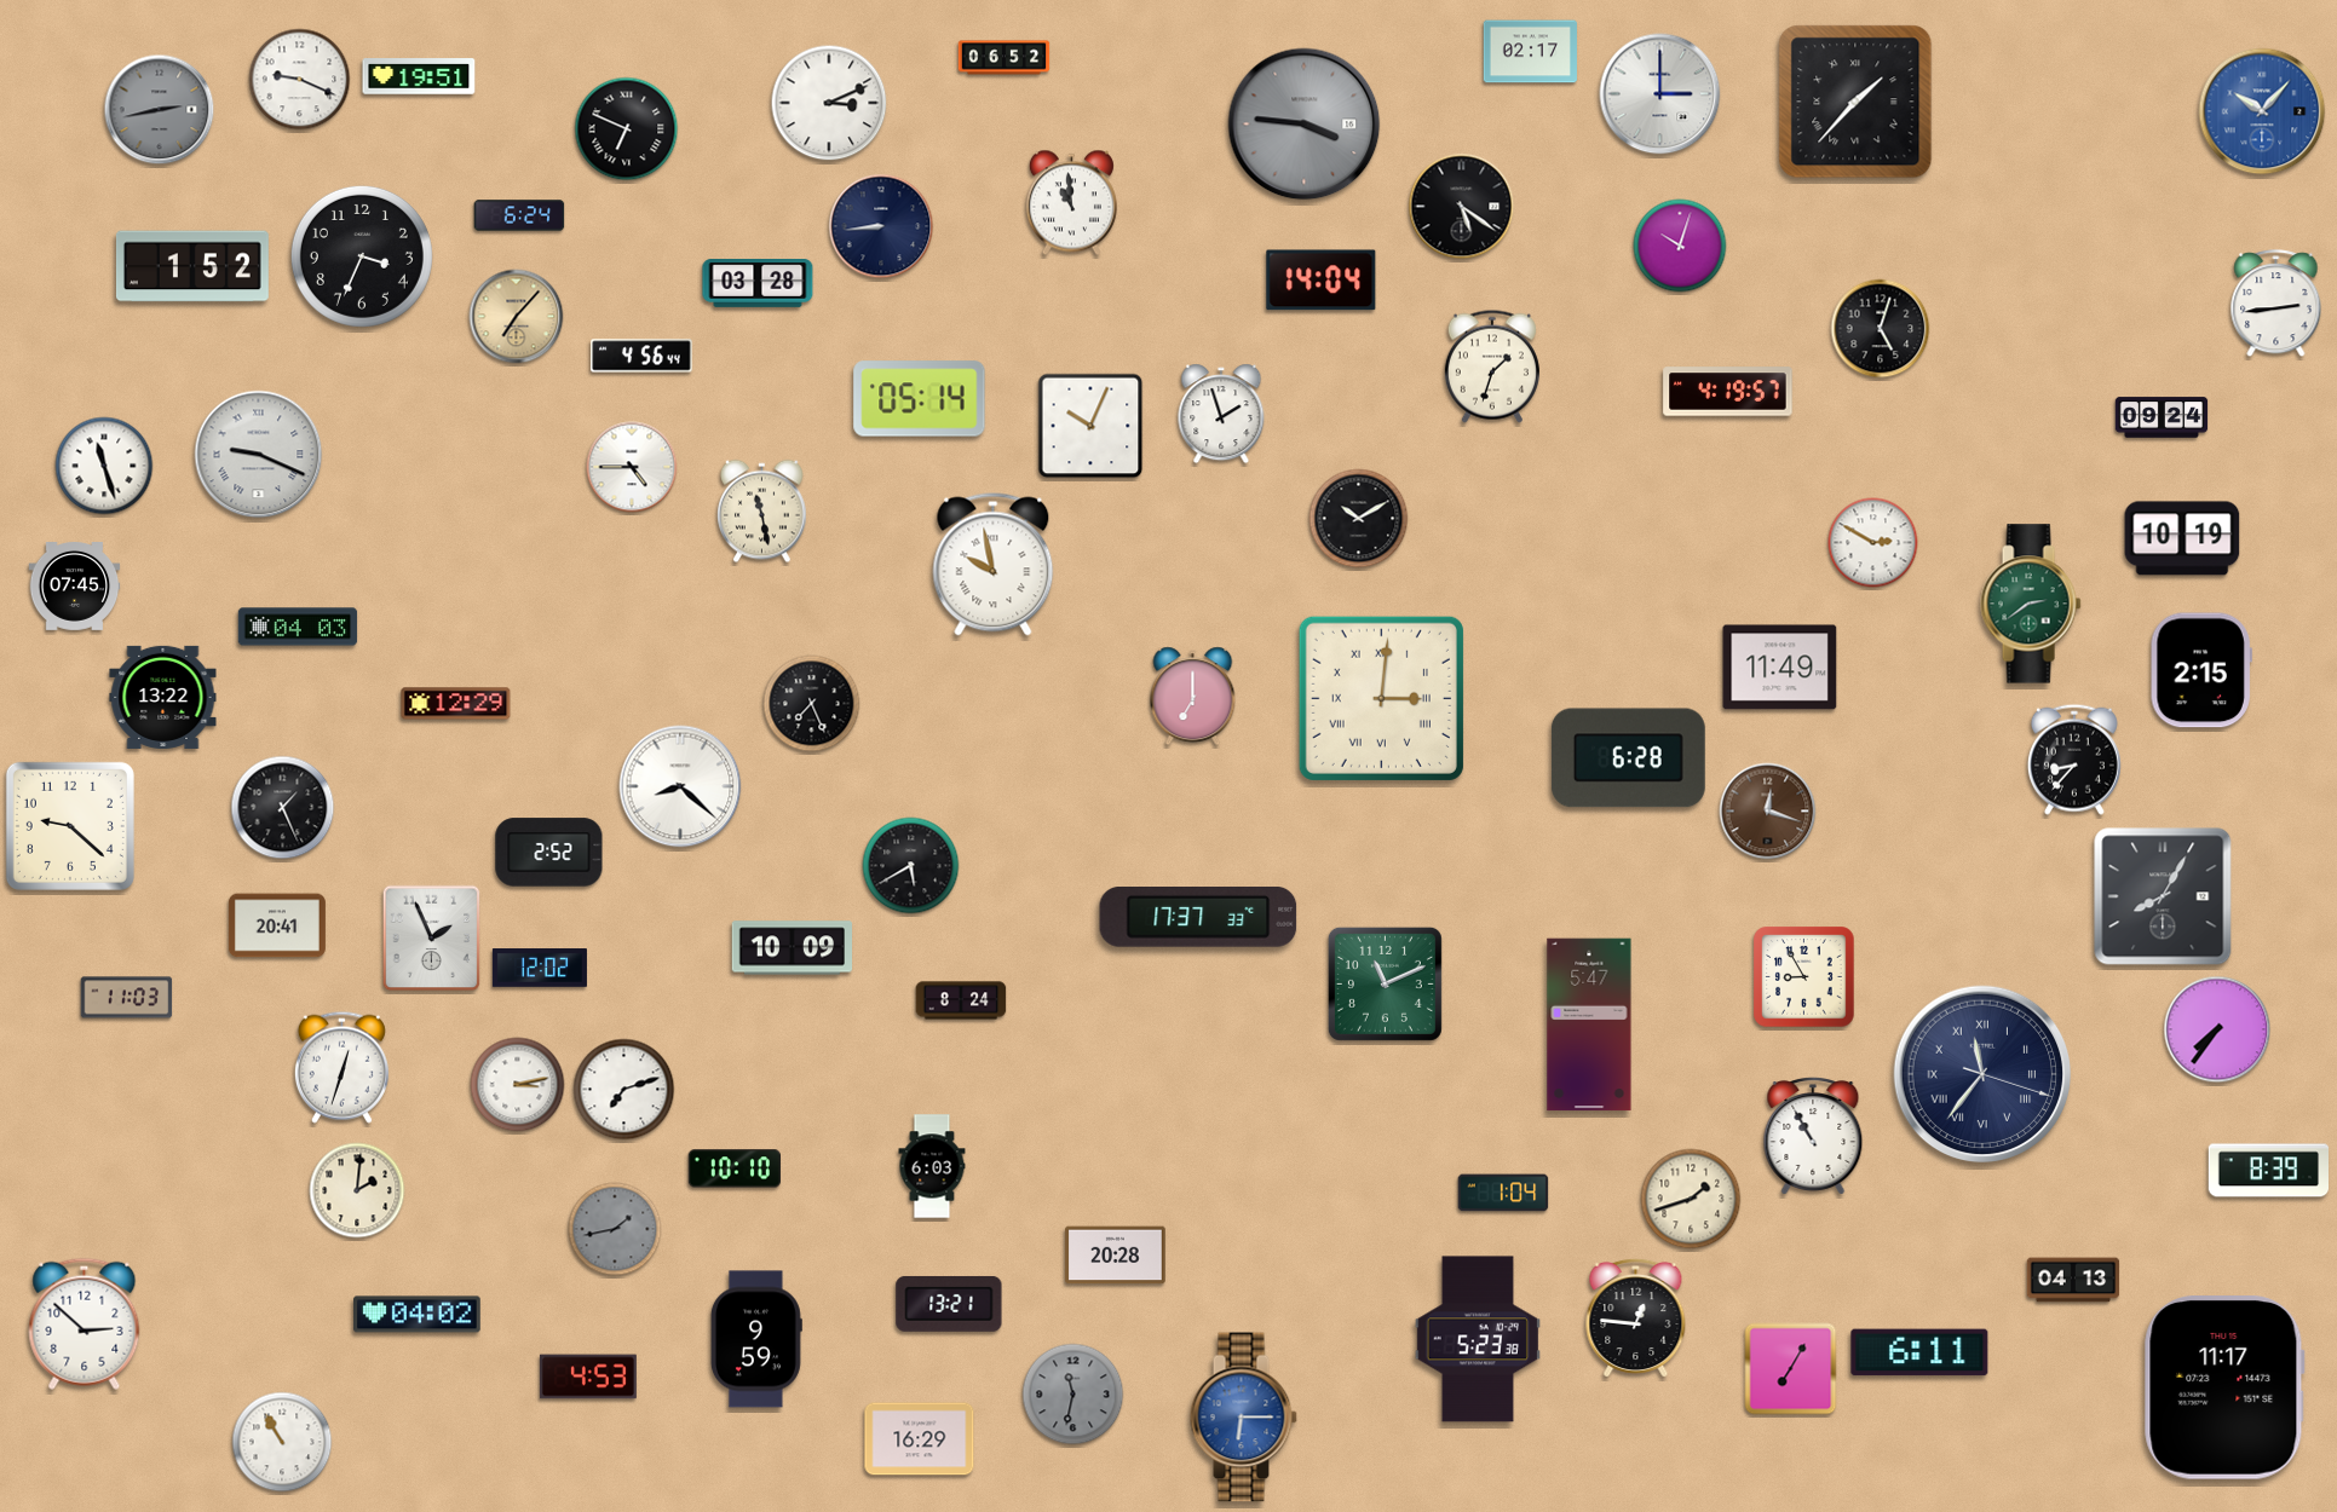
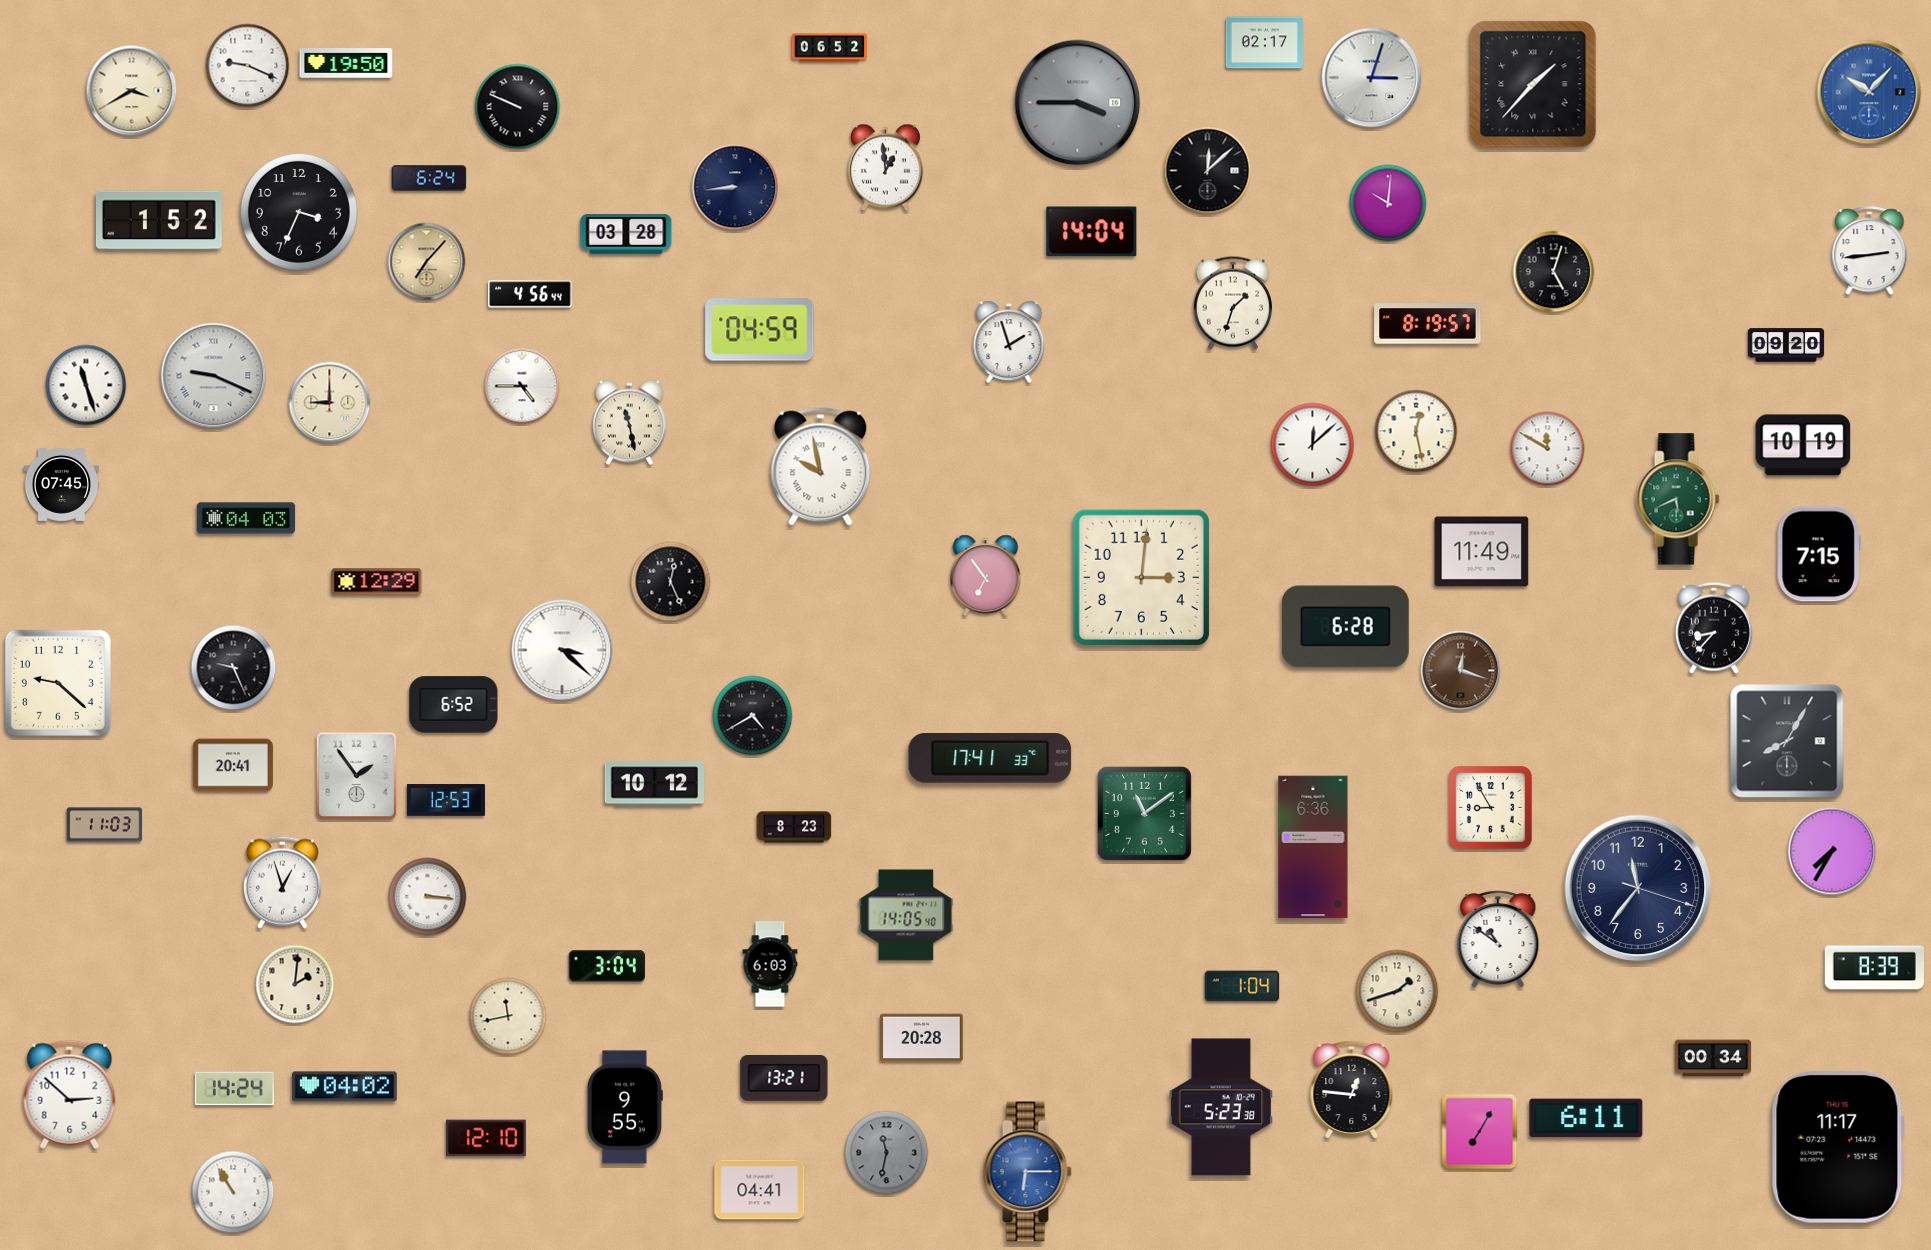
clock at (419, 76): 19:51 -> 19:50
clock at (1660, 94): 3:00 -> 3:03
clock at (829, 103): 3:11 -> none
clock at (160, 110): 2:43 -> 3:40
clock at (160, 110) dial: grey -> cream
clock at (1305, 125): 3:46 -> 3:45
clock at (627, 129): 6:49 -> 9:49
clock at (1071, 203): 10:59 -> 12:59
clock at (1462, 207): 5:21 -> 12:08
clock at (881, 226) position: (881, 226) -> (735, 187)
clock at (1680, 246): 10:03 -> 10:01
clock at (2276, 304) position: (2276, 304) -> (1870, 251)
clock at (1728, 392): 4:19 -> 8:19
clock at (920, 399): 05:14 -> 04:59
clock at (2162, 417): 09:24 -> 09:20
clock at (1090, 426): 10:04 -> none
clock at (330, 403): none -> 9:00
clock at (1359, 519): 10:10 -> none
clock at (1416, 431): none -> 12:28
clock at (1313, 445): none -> 12:08
clock at (1873, 543): 2:50 -> 11:50
clock at (2031, 604): 2:39 -> 5:41
clock at (1780, 668) position: (1780, 668) -> (1482, 552)
clock at (2201, 670): 2:15 -> 7:15
clock at (163, 697): 13:22 -> none
clock at (1193, 697): 7:00 -> 6:54
clock at (1381, 698) numerals: Roman -> Arabic
clock at (812, 704): 7:26 -> 12:26
clock at (680, 786): 8:22 -> 3:22
clock at (283, 808): 1:26 -> 9:26
clock at (549, 853): 2:52 -> 6:52
clock at (911, 866): 5:40 -> 4:40
clock at (1198, 918): 17:37 -> 17:41
clock at (277, 925) position: (277, 925) -> (233, 765)
clock at (432, 939): 1:56 -> 1:54
clock at (792, 948): 10:09 -> 10:12
clock at (540, 968): 12:02 -> 12:53
clock at (1385, 983): 11:11 -> 11:09
clock at (961, 1000): 8:24 -> 8:23
clock at (1589, 1025): 5:47 -> 6:36
clock at (2217, 1029): 7:36 -> 7:35
clock at (341, 1067): 12:33 -> 12:57
clock at (1982, 1074) numerals: Roman -> Arabic
clock at (518, 1085): 3:13 -> 3:16
clock at (624, 1090): 7:12 -> none
clock at (906, 915): none -> 14:05
clock at (1813, 1136): 10:55 -> 10:51
clock at (733, 1168): 10:10 -> 3:04
clock at (615, 1229): 1:43 -> 11:43
clock at (615, 1229) dial: grey -> cream
clock at (2073, 1280): 04:13 -> 00:34
clock at (234, 1089): none -> 14:24
clock at (756, 1339): 9:59 -> 9:55
clock at (588, 1377): 4:53 -> 12:10
clock at (920, 1439): 16:29 -> 04:41
